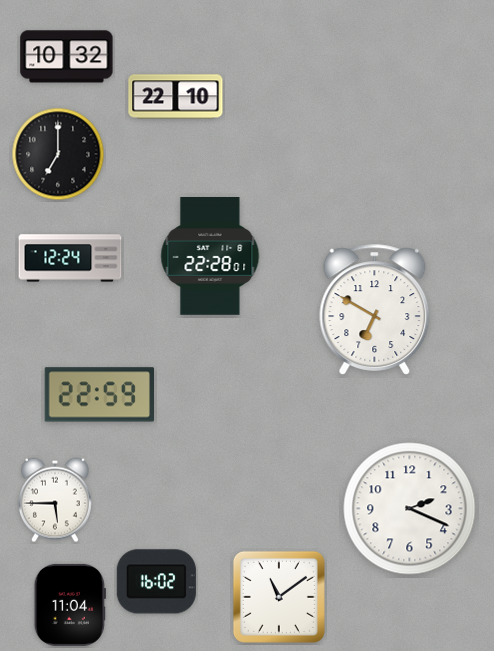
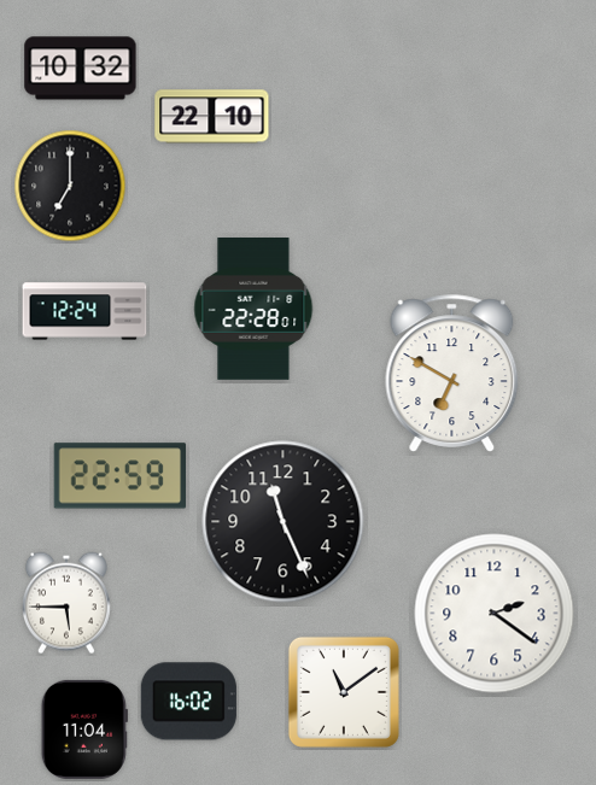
clock at (284, 522): none -> 11:26
clock at (410, 509): 2:19 -> 2:21
clock at (279, 597) position: (279, 597) -> (344, 692)
